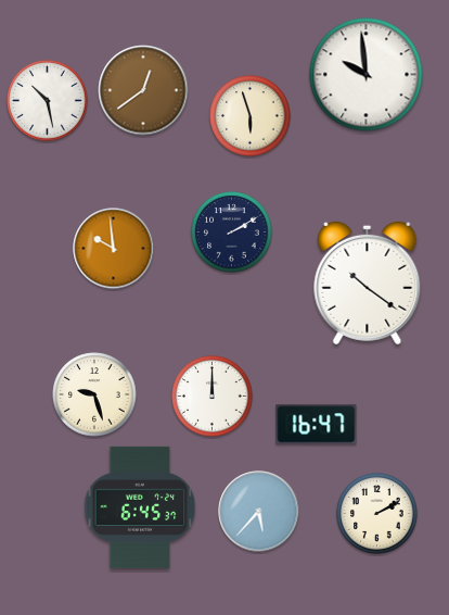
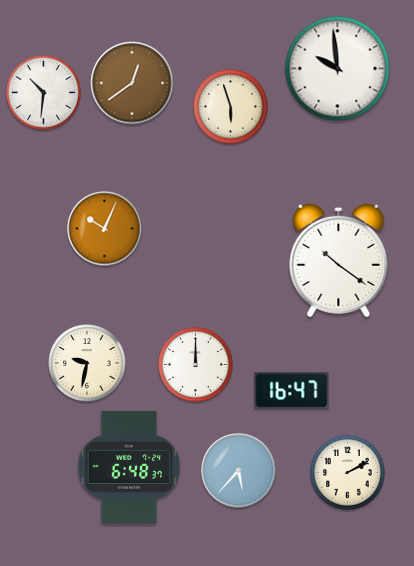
clock at (48, 101): 10:28 -> 10:31
clock at (232, 233): 2:10 -> none
clock at (114, 249): 9:59 -> 10:04
clock at (94, 394): 9:27 -> 9:32
clock at (140, 507): 6:45 -> 6:48
